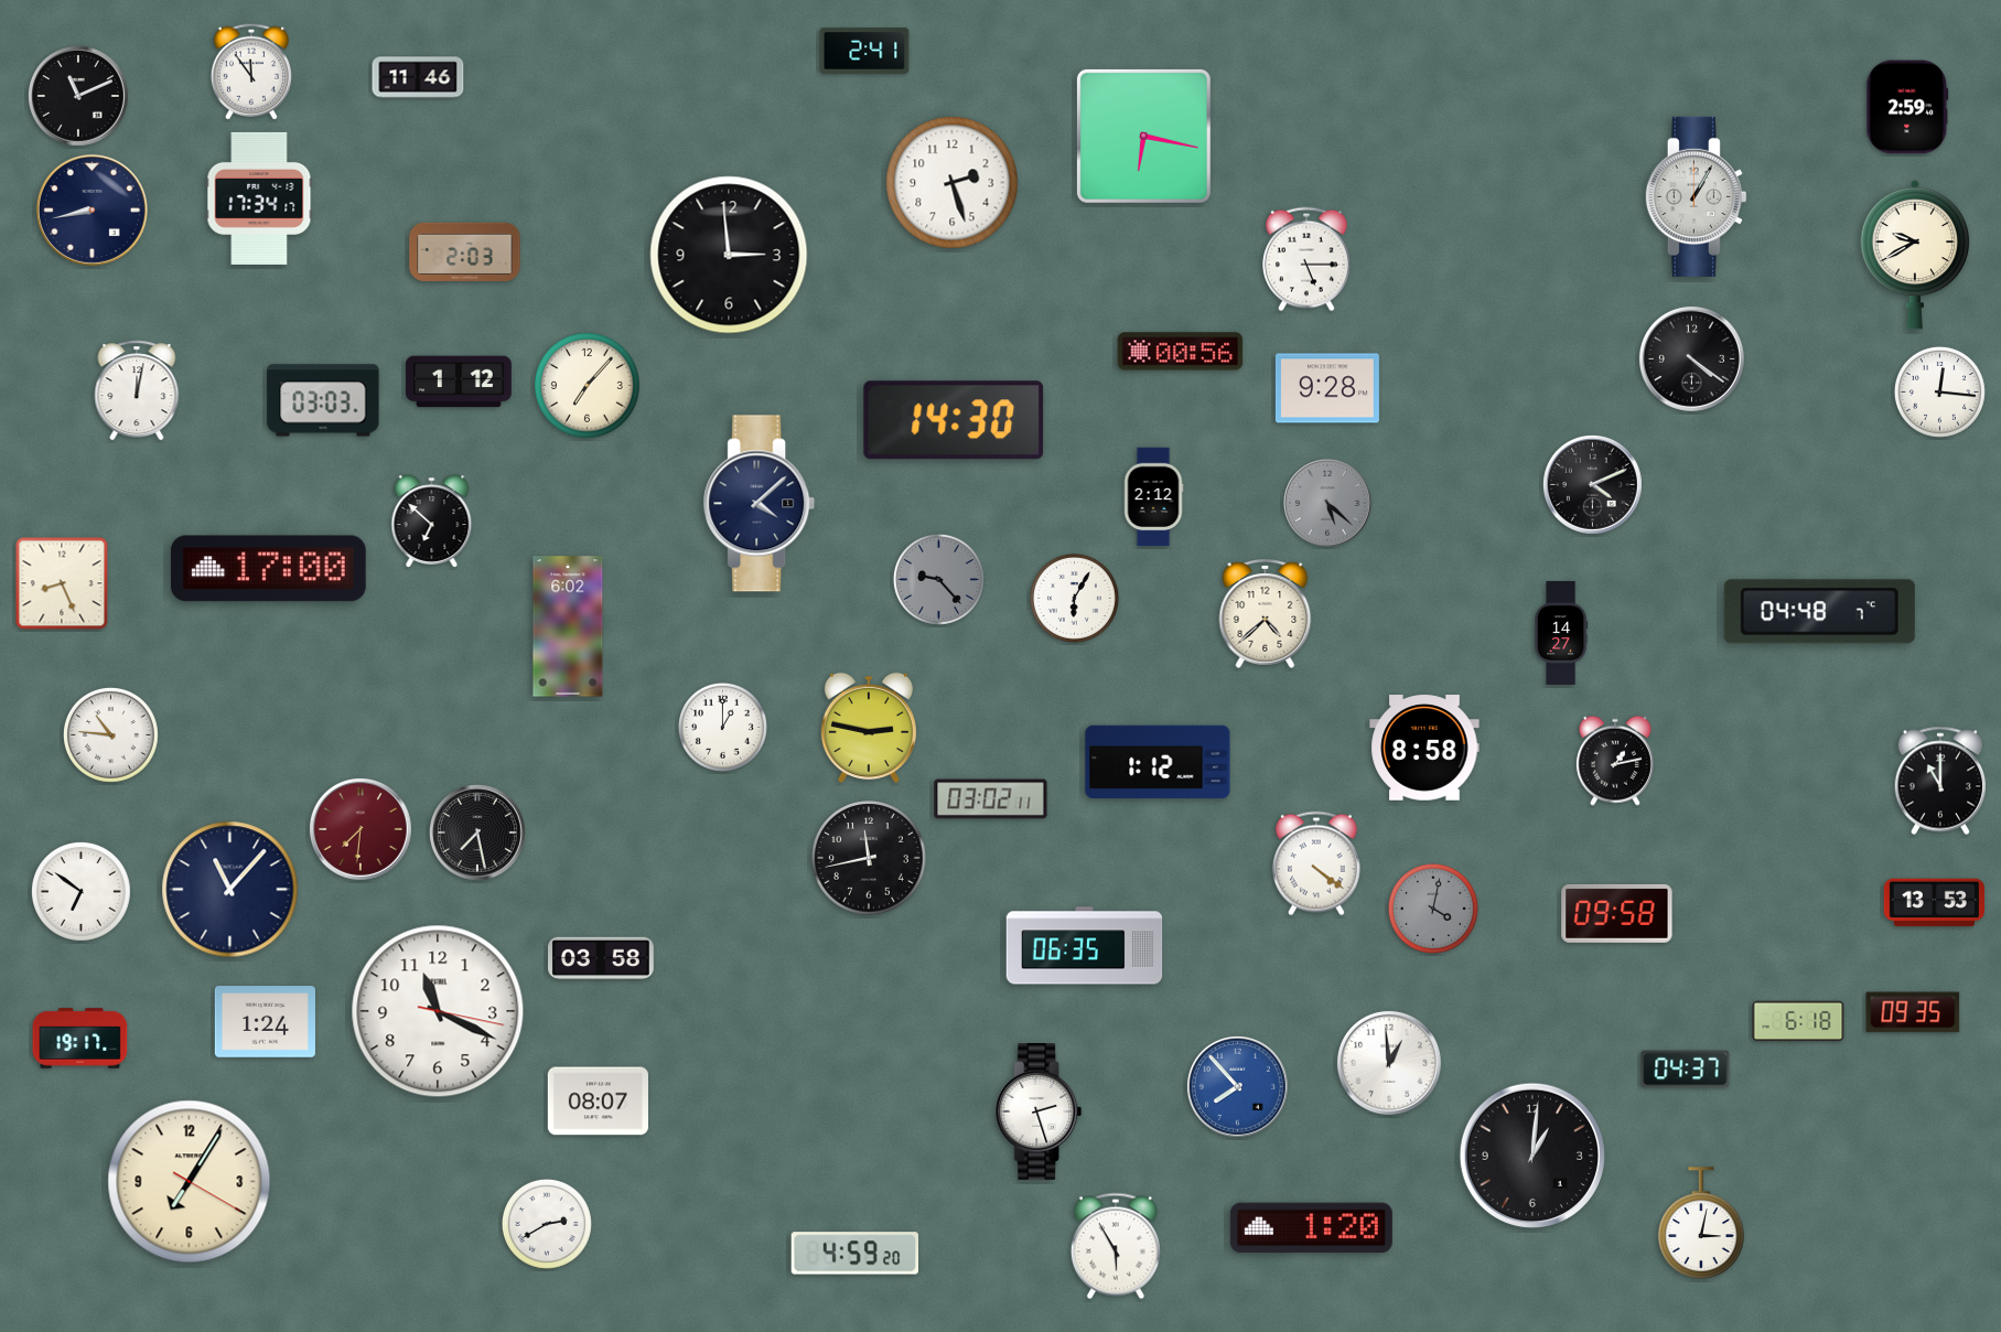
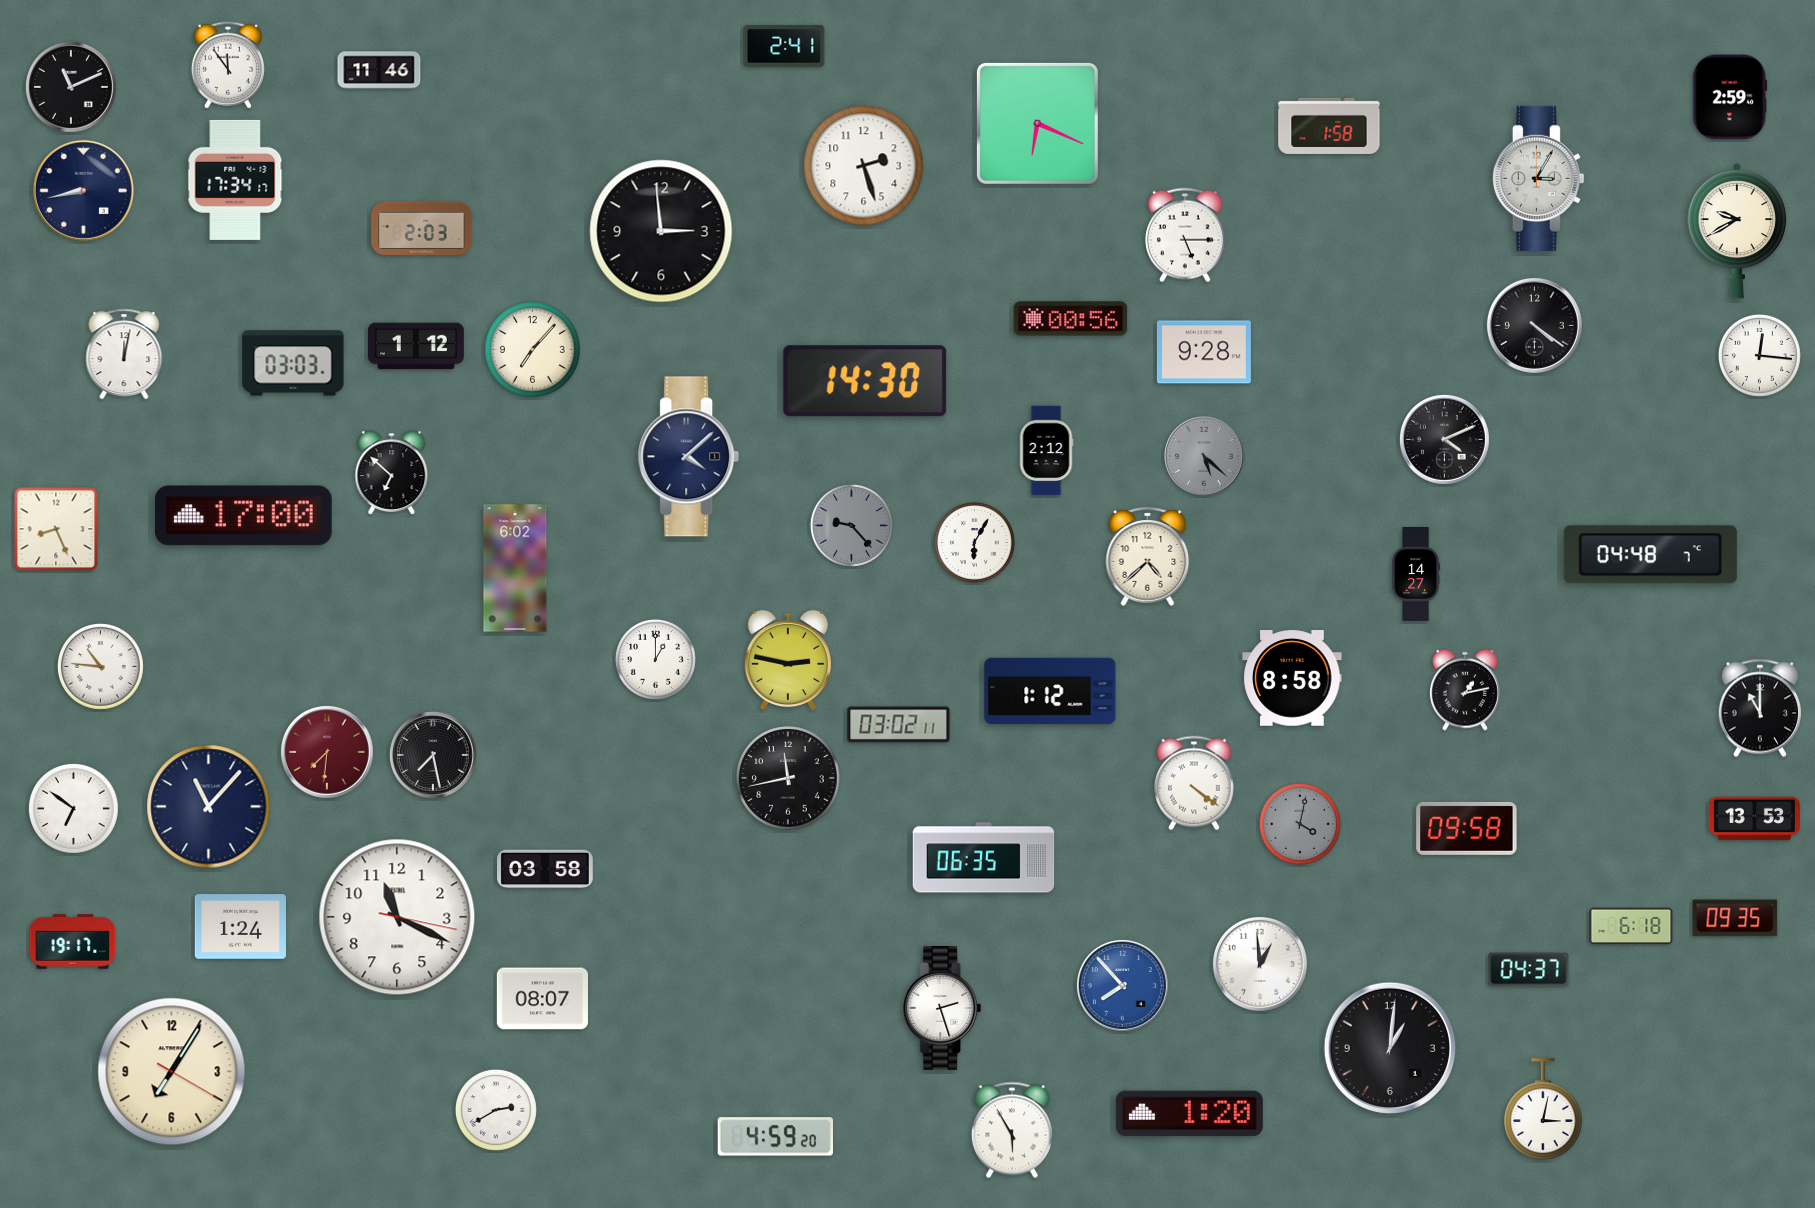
clock at (1143, 136): 6:17 -> 6:19
clock at (1329, 126): none -> 1:58
clock at (1696, 196): 1:05 -> 3:05
